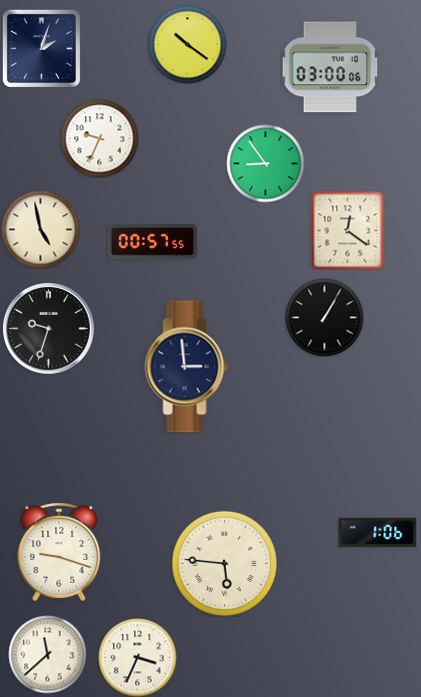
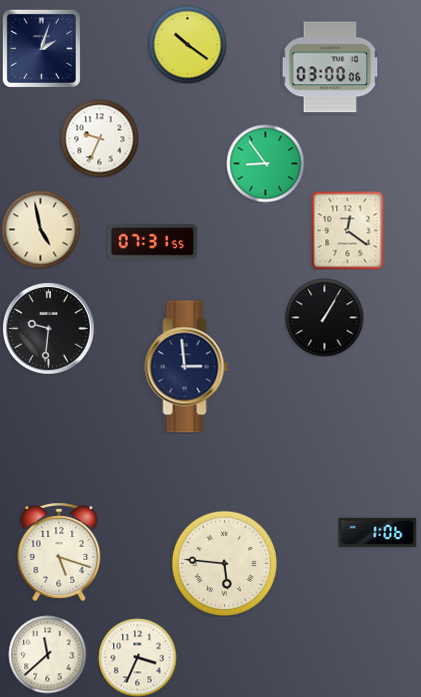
clock at (152, 242): 00:57 -> 07:31
clock at (49, 329): 9:33 -> 9:31
clock at (59, 552): 9:18 -> 5:18
